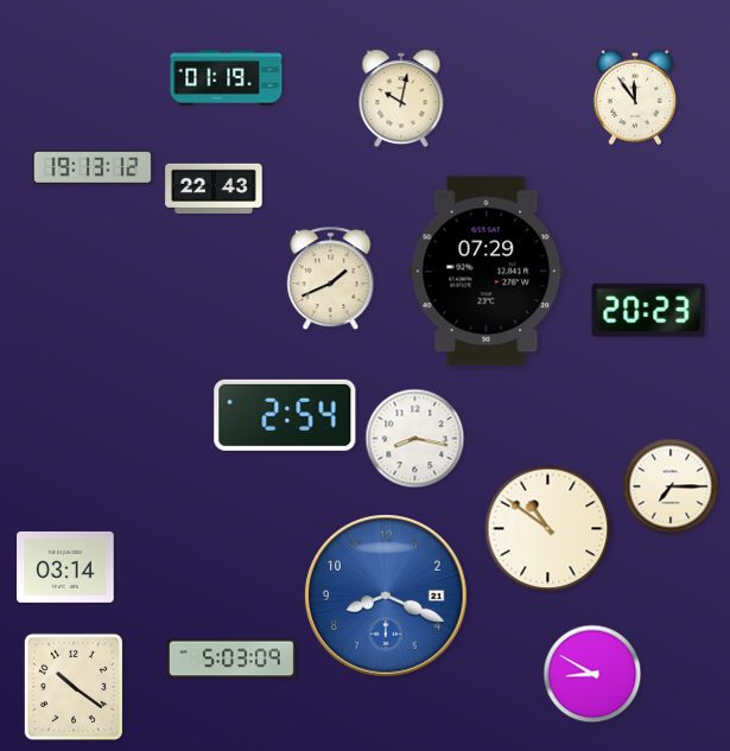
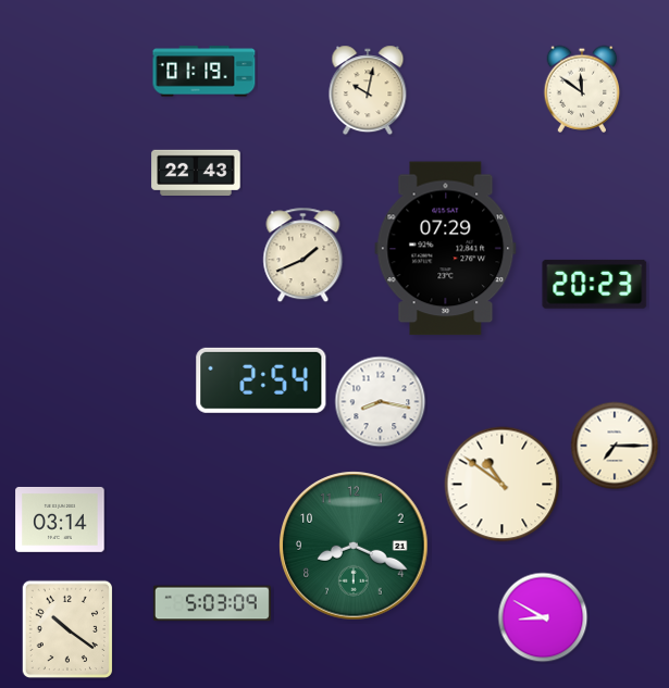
clock at (227, 78) position: (227, 78) -> (205, 72)
clock at (635, 97): 11:54 -> 11:51
clock at (93, 167): 19:13 -> none
clock at (386, 596) dial: blue -> green
